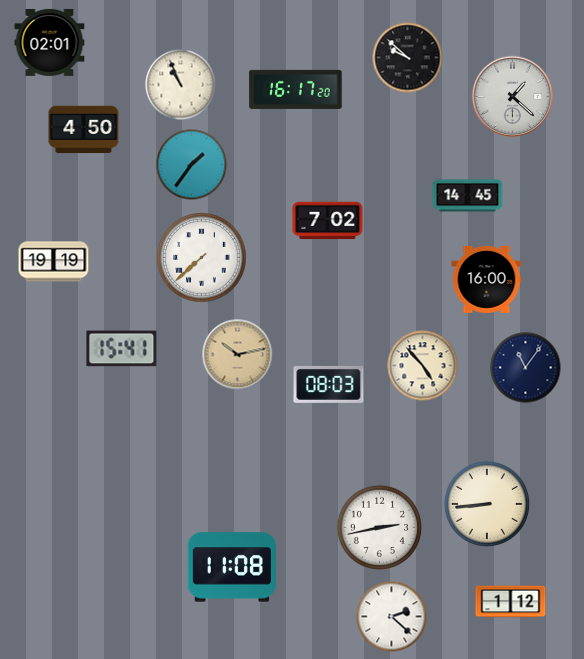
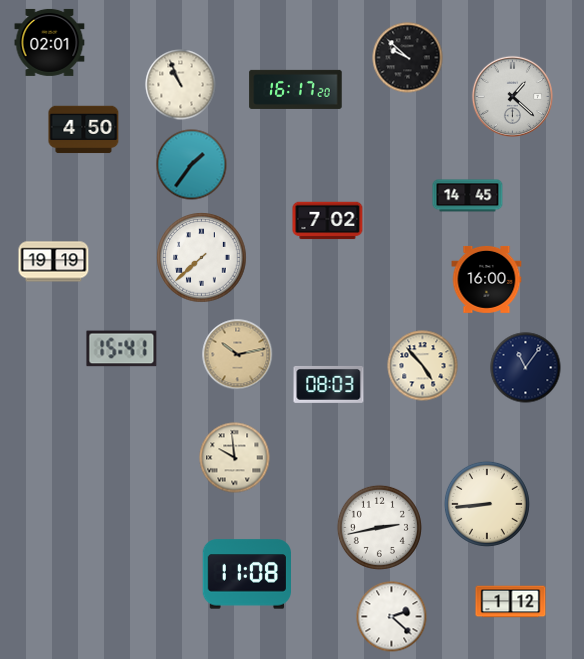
clock at (235, 458): none -> 9:59
clock at (231, 567) position: (231, 567) -> (246, 574)
